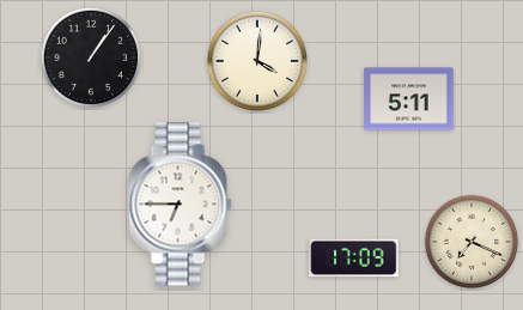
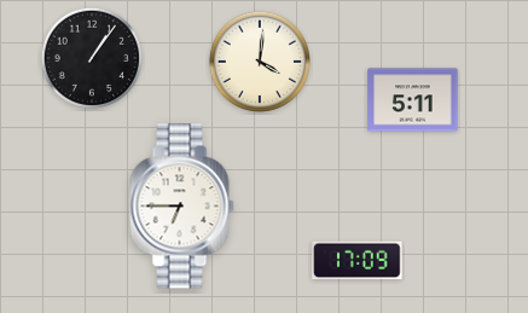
clock at (472, 242): 7:19 -> none
